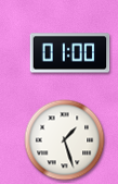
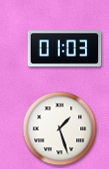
clock at (70, 53): 01:00 -> 01:03
